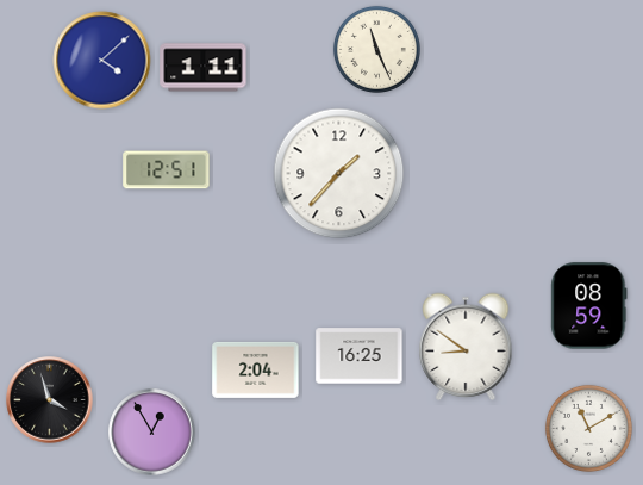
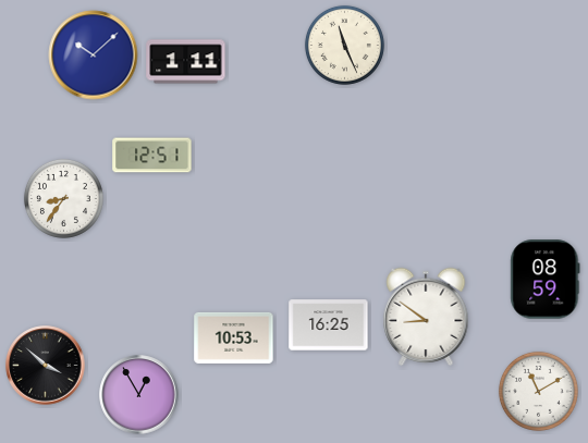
clock at (102, 61): 4:08 -> 10:08
clock at (339, 174): 1:37 -> none
clock at (63, 198): none -> 8:36
clock at (589, 306) position: (589, 306) -> (546, 280)
clock at (256, 369): 2:04 -> 10:53
clock at (50, 400): 3:57 -> 3:52
